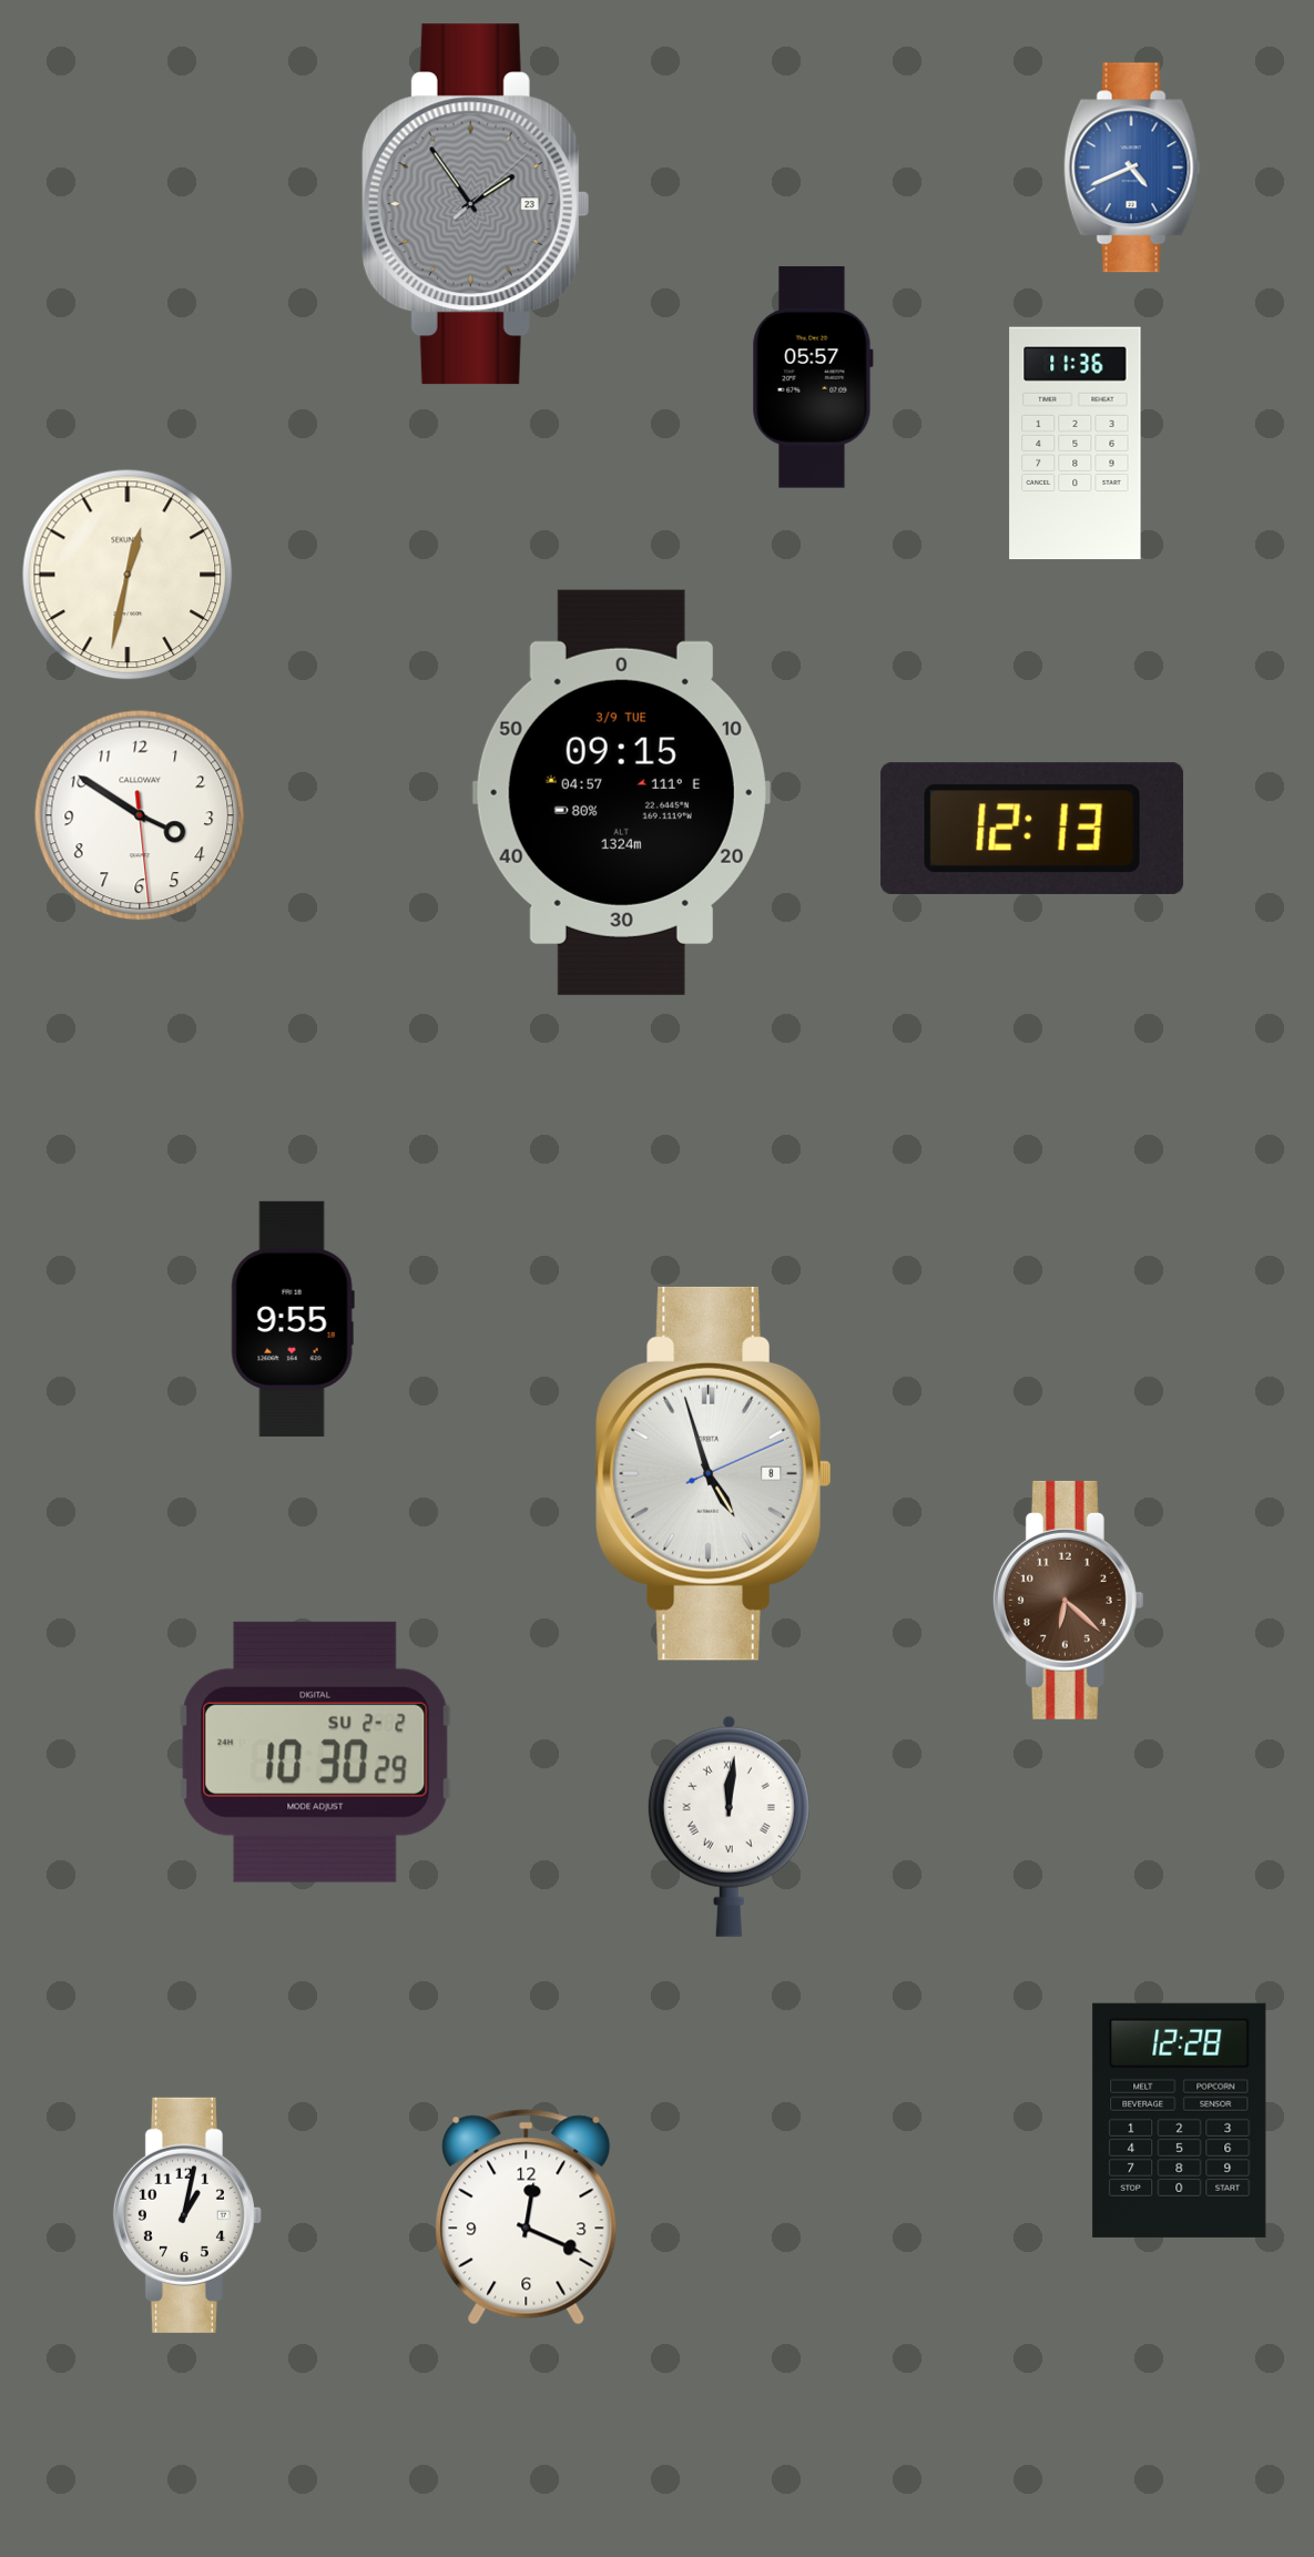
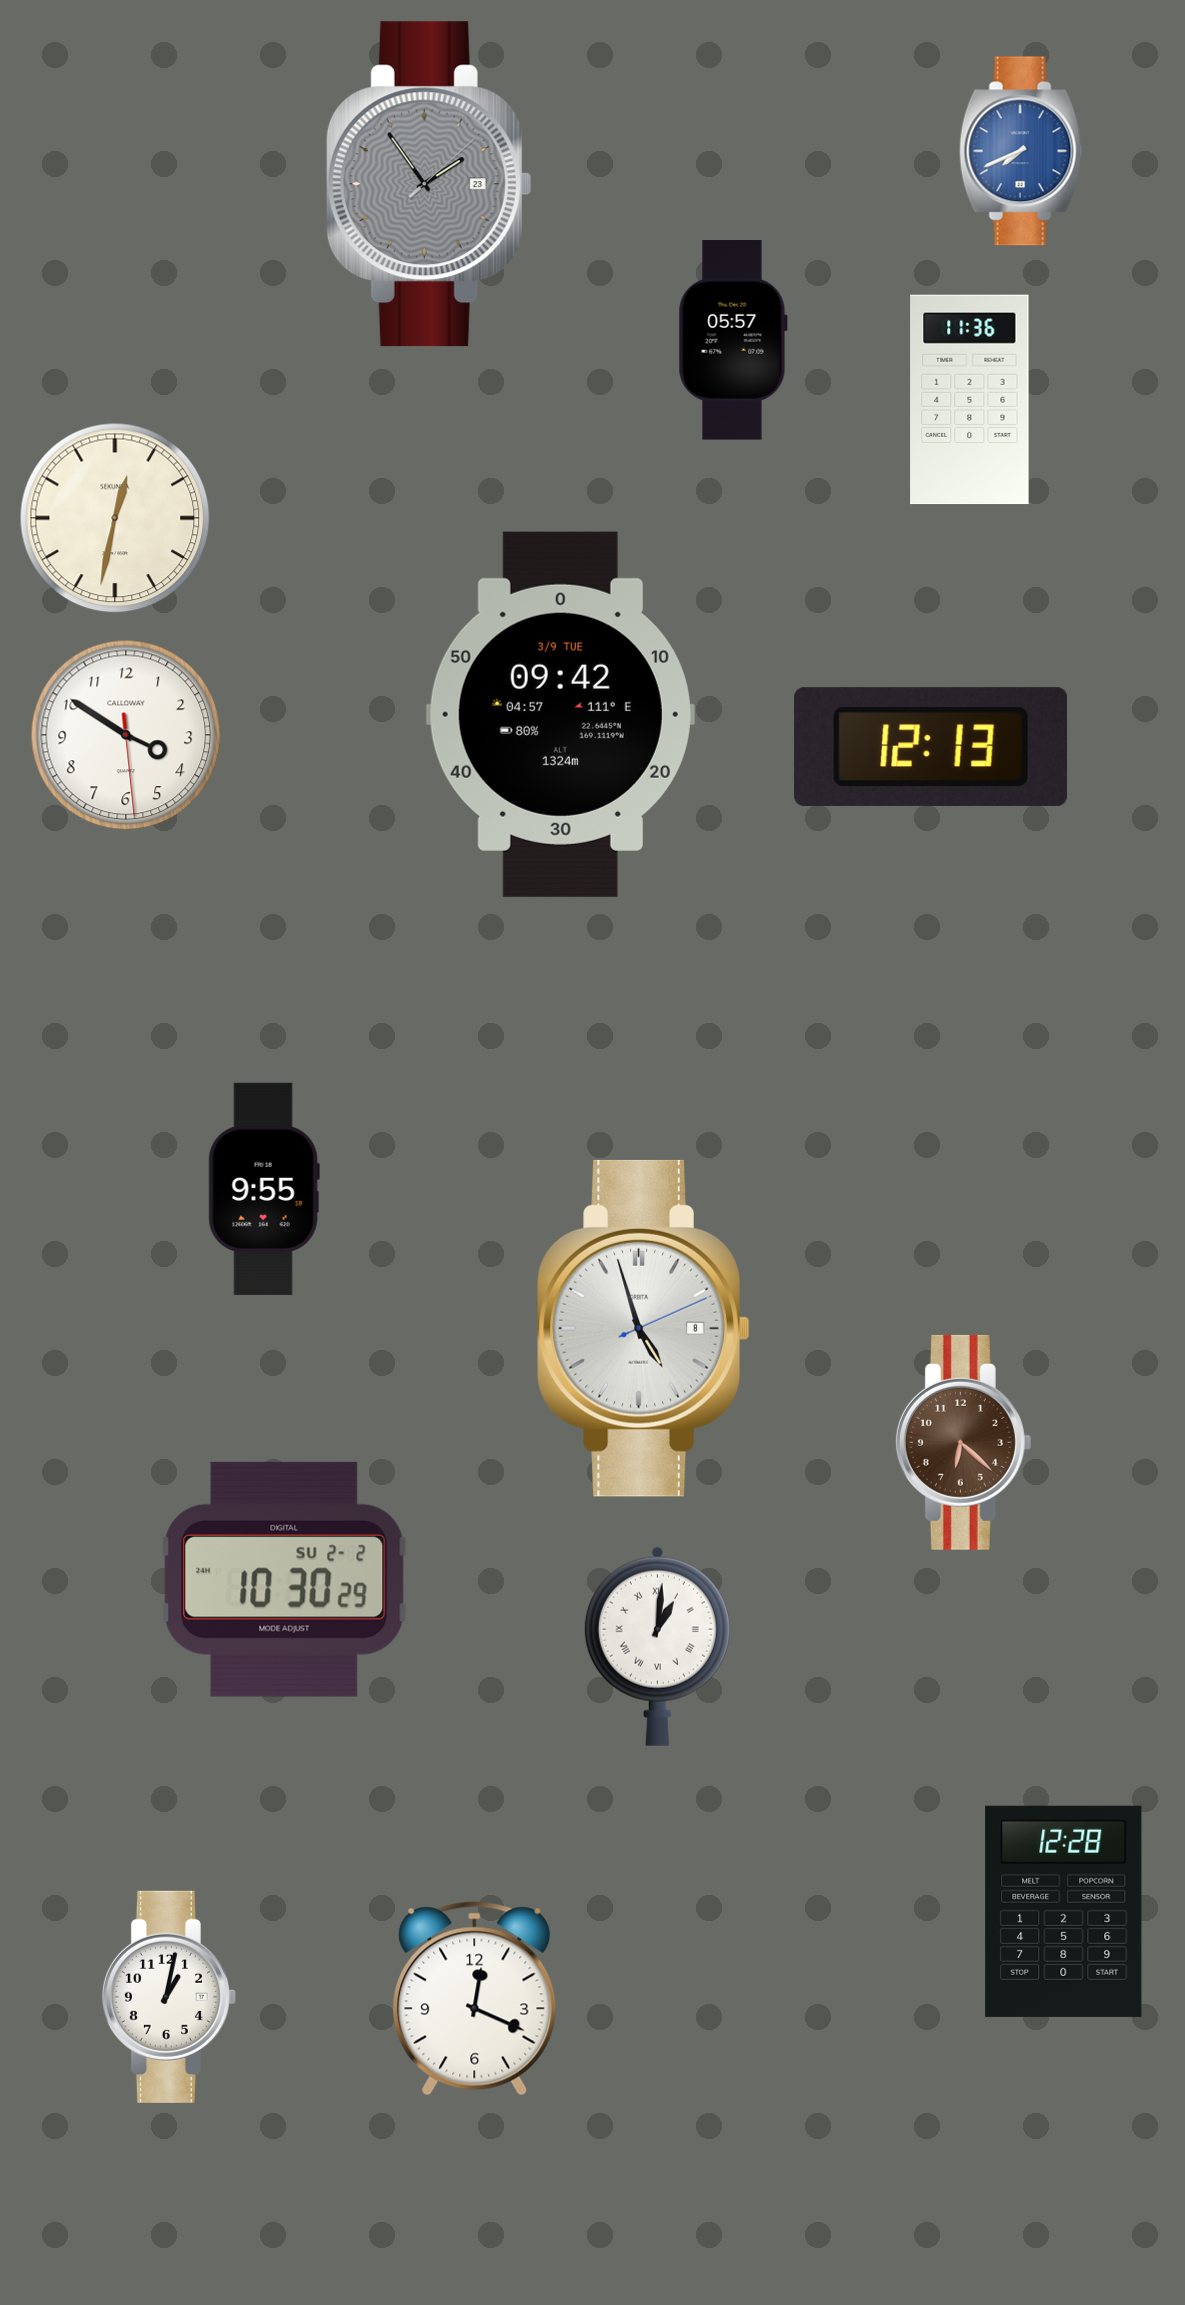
clock at (1132, 168): 4:41 -> 7:41
clock at (621, 792): 09:15 -> 09:42
clock at (729, 1826): 12:01 -> 1:01
